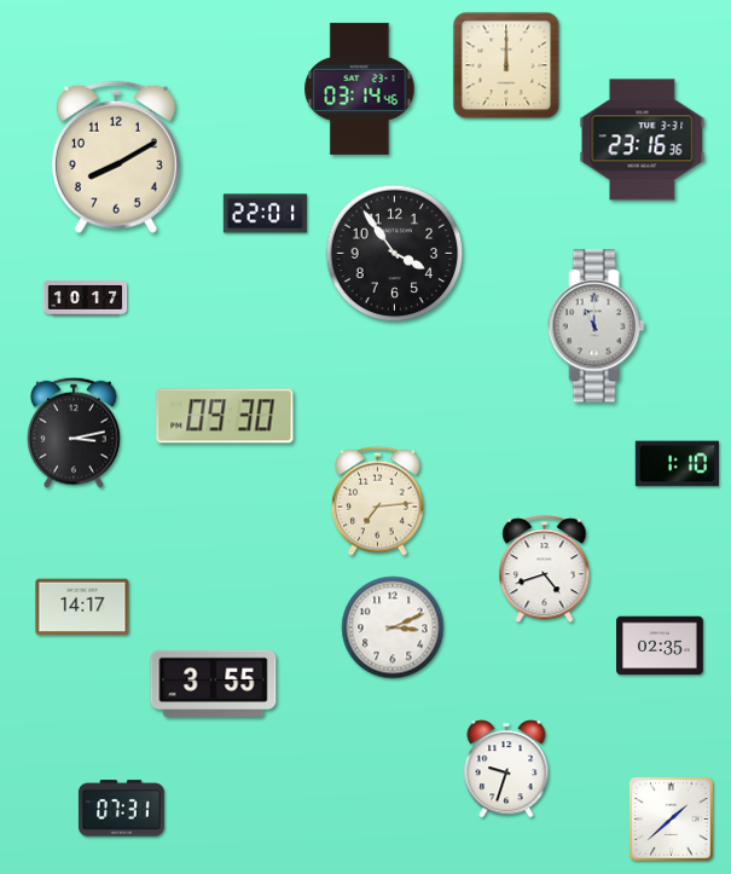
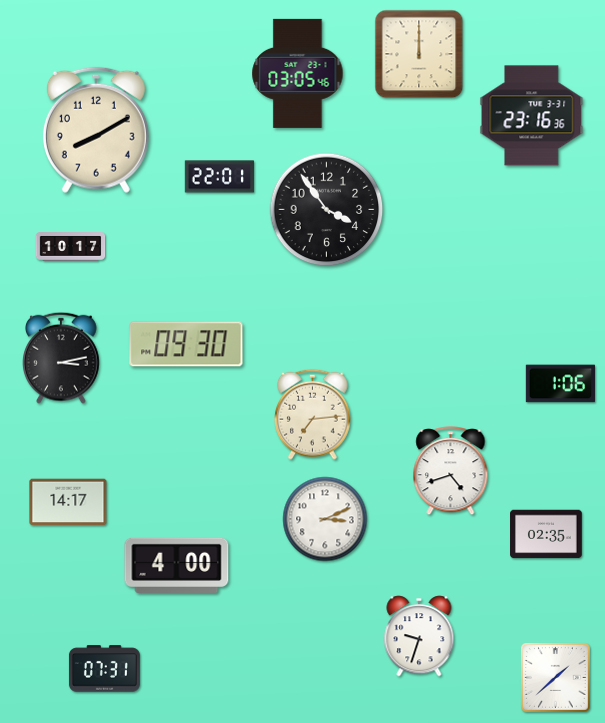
clock at (360, 88): 03:14 -> 03:05
clock at (597, 326): 11:00 -> none
clock at (677, 464): 1:10 -> 1:06
clock at (214, 683): 3:55 -> 4:00
clock at (121, 809) position: (121, 809) -> (104, 669)
